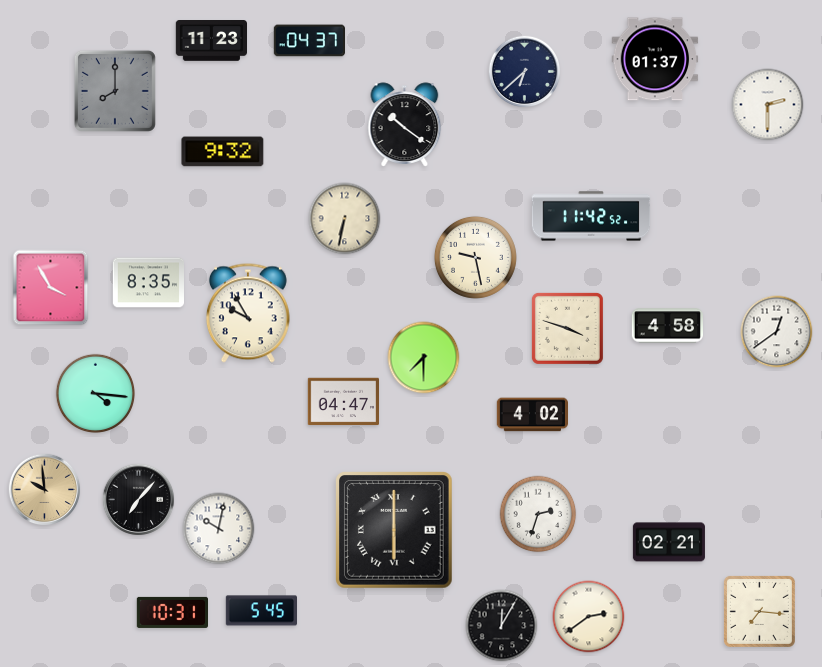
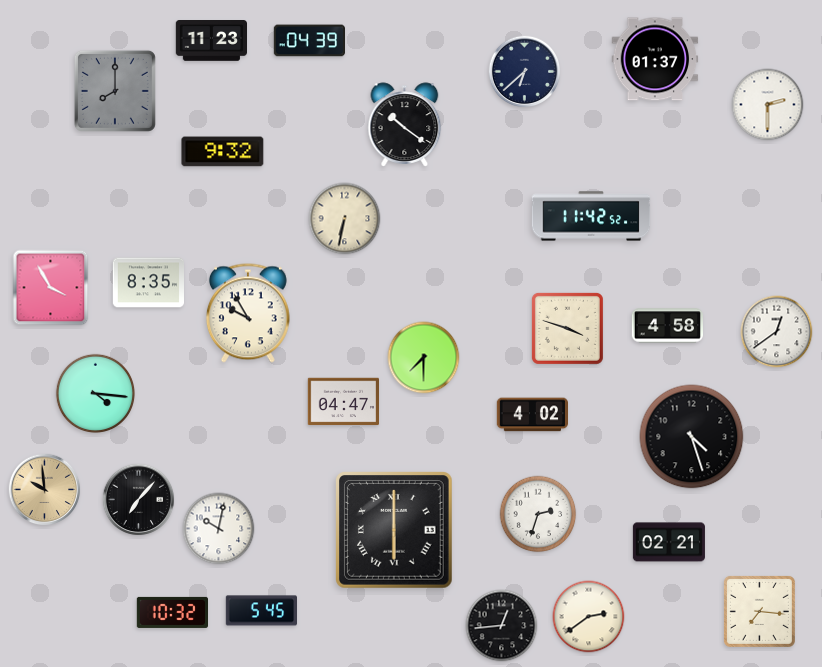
clock at (309, 41): 04:37 -> 04:39
clock at (475, 257): 9:28 -> none
clock at (692, 437): none -> 4:27
clock at (172, 612): 10:31 -> 10:32
clock at (502, 626): 12:05 -> 12:44
